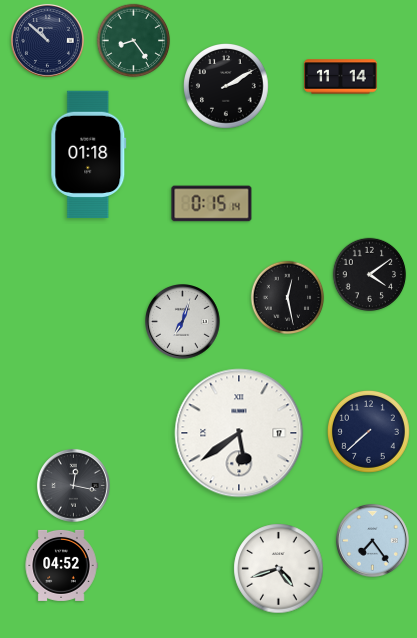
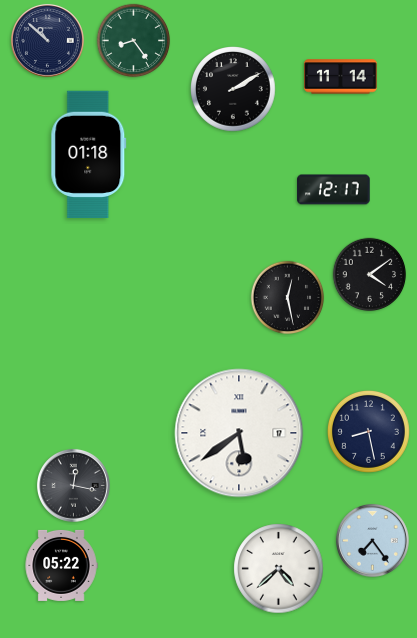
clock at (227, 87) position: (227, 87) -> (234, 90)
clock at (334, 190): none -> 12:17
clock at (212, 204): 0:15 -> none
clock at (183, 322): 7:03 -> none
clock at (368, 431): 7:38 -> 8:28
clock at (61, 565): 04:52 -> 05:22
clock at (279, 569): 4:42 -> 4:38
